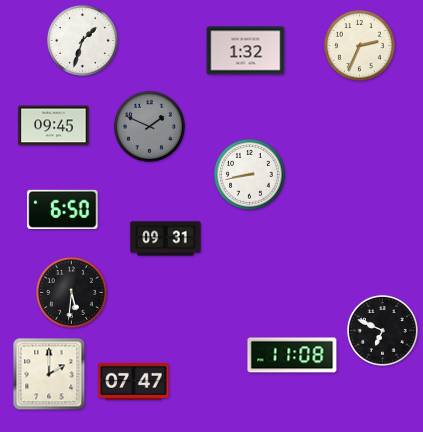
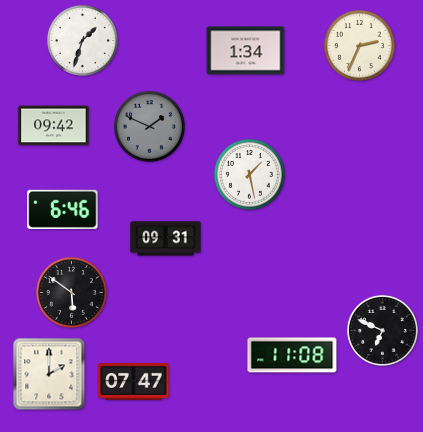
clock at (246, 51): 1:32 -> 1:34
clock at (54, 126): 09:45 -> 09:42
clock at (249, 174): 8:43 -> 1:28
clock at (63, 209): 6:50 -> 6:46
clock at (71, 292): 5:31 -> 5:51
